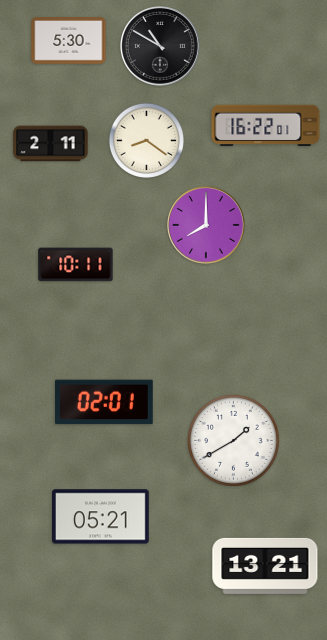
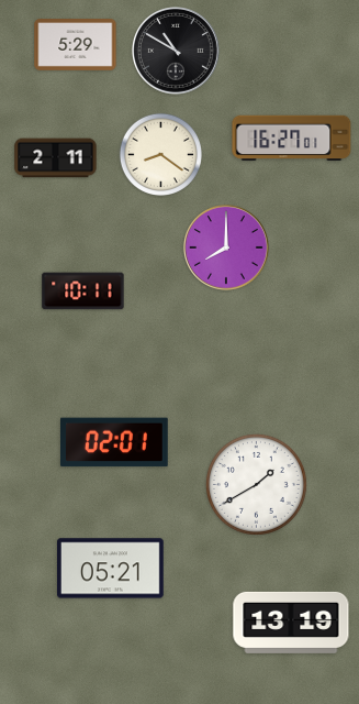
clock at (69, 41): 5:30 -> 5:29
clock at (266, 126): 16:22 -> 16:27
clock at (265, 566): 13:21 -> 13:19
